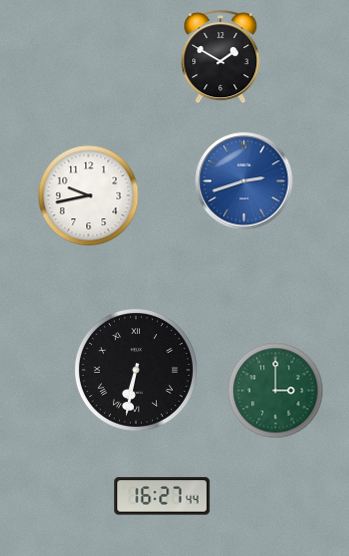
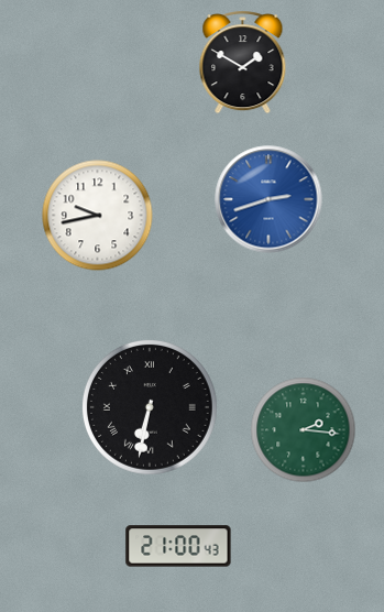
clock at (276, 391): 3:00 -> 2:16
clock at (162, 496): 16:27 -> 21:00
